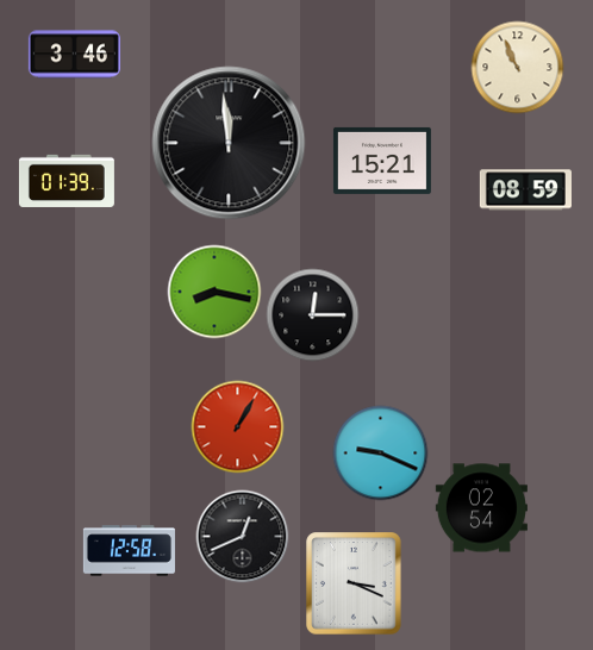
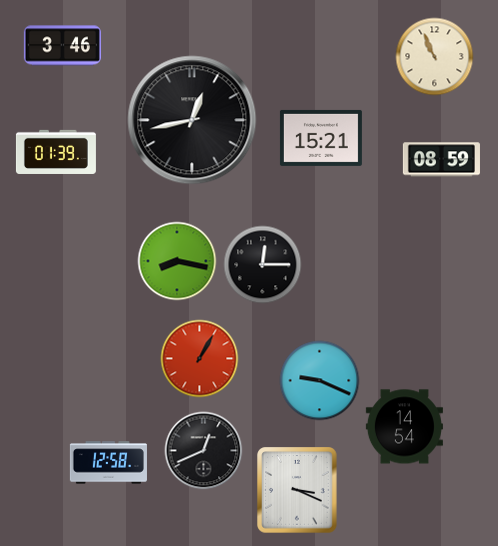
clock at (229, 143): 11:59 -> 12:43
clock at (382, 161) position: (382, 161) -> (321, 138)
clock at (214, 292) position: (214, 292) -> (177, 261)
clock at (481, 508): 02:54 -> 14:54
